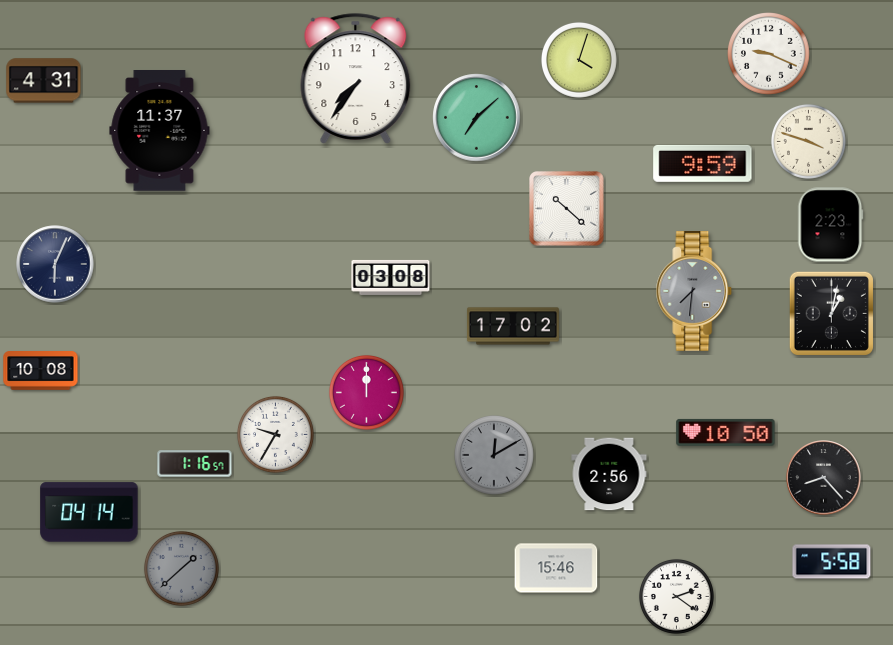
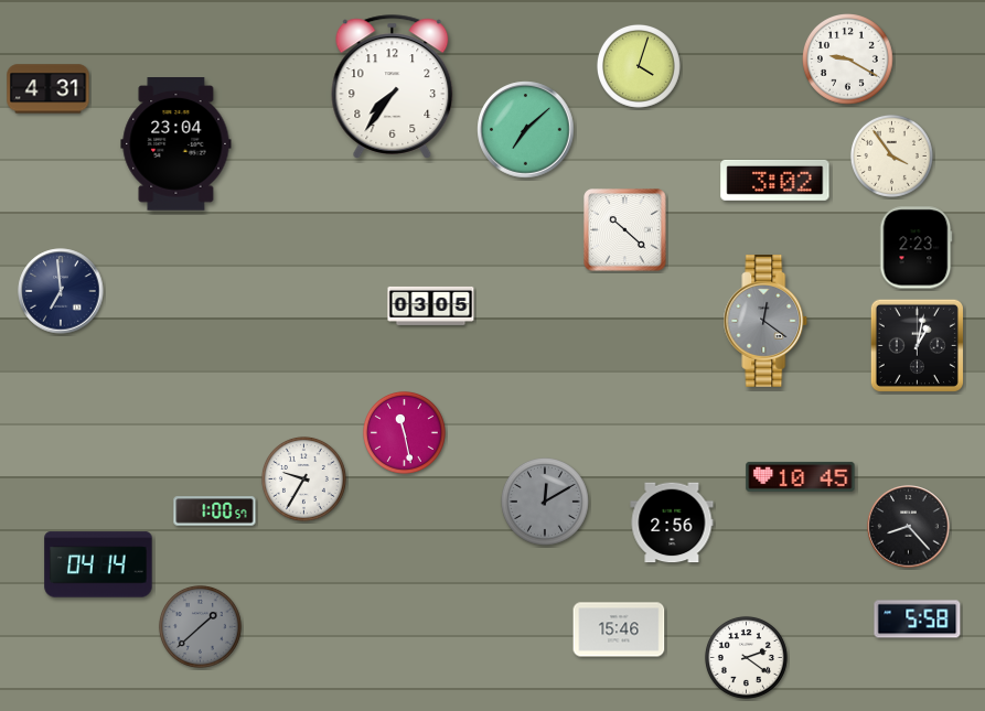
clock at (769, 54): 9:19 -> 9:20
clock at (160, 131): 11:37 -> 23:04
clock at (808, 141): 3:48 -> 3:54
clock at (703, 163): 9:59 -> 3:02
clock at (55, 264): 6:04 -> 6:59
clock at (391, 277): 03:08 -> 03:05
clock at (694, 292): 7:31 -> 12:21
clock at (513, 326): 17:02 -> none
clock at (41, 371): 10:08 -> none
clock at (366, 392): 12:00 -> 11:28
clock at (726, 432): 10:50 -> 10:45
clock at (195, 464): 1:16 -> 1:00
clock at (556, 568) position: (556, 568) -> (619, 629)
